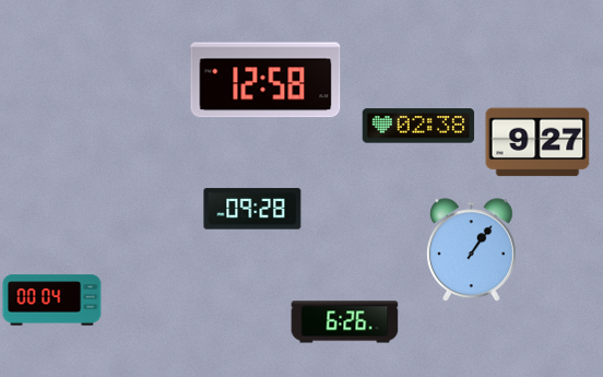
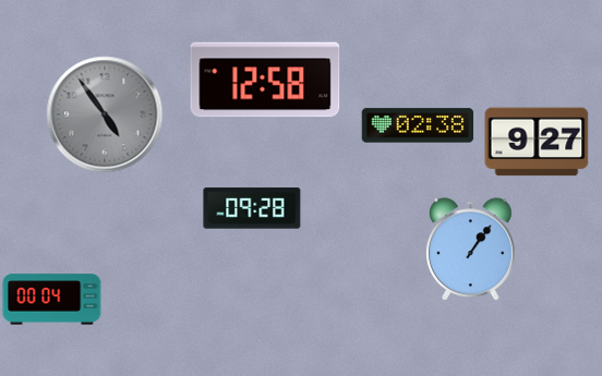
clock at (105, 114): none -> 4:54
clock at (345, 322): 6:26 -> none
